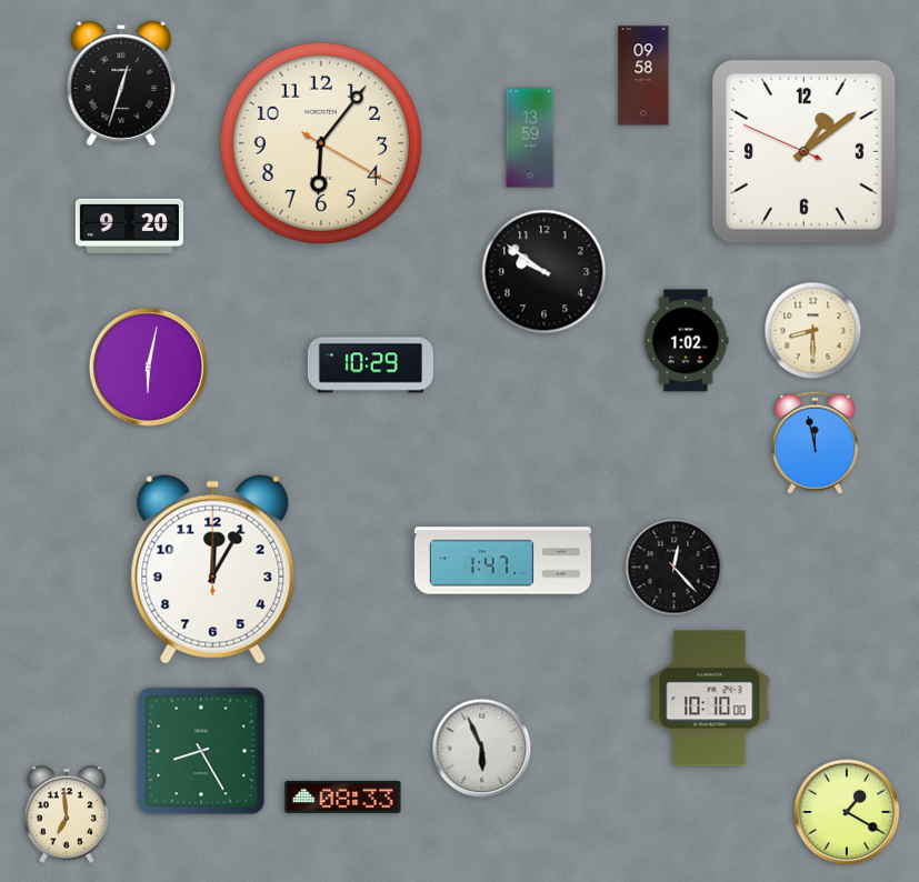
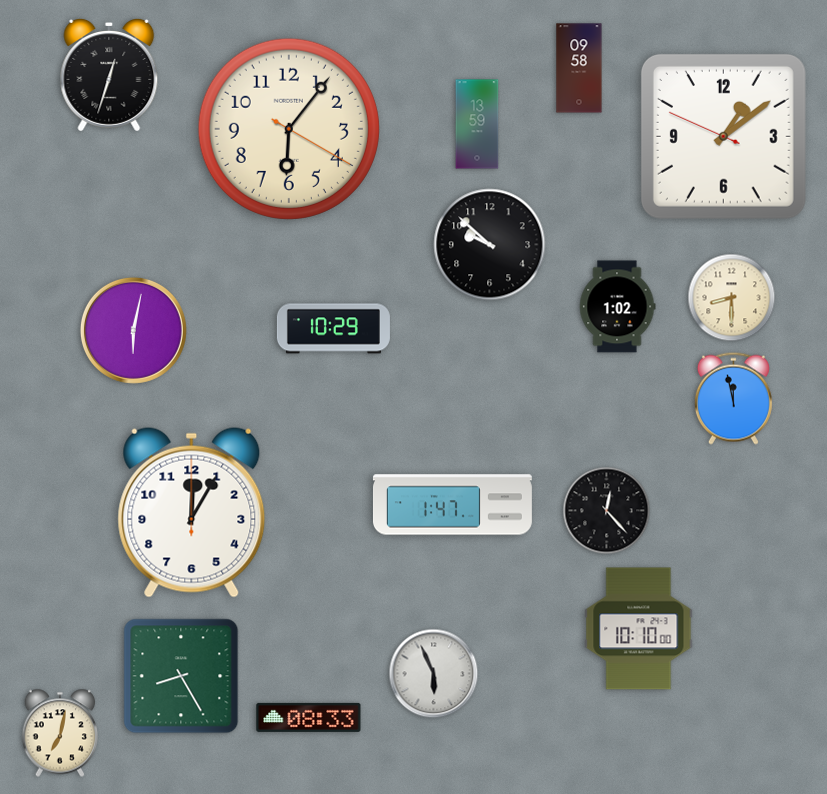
clock at (129, 225): 9:20 -> none
clock at (545, 272): 9:51 -> 9:52
clock at (847, 812): 1:20 -> none
clock at (67, 814): 6:59 -> 7:02
